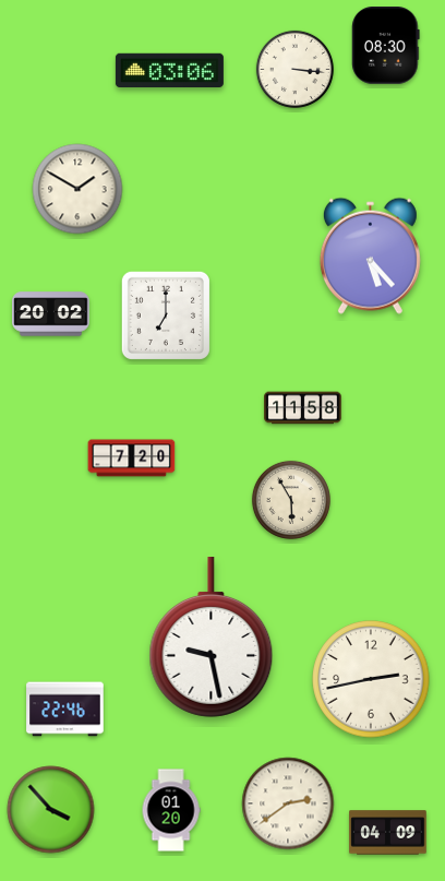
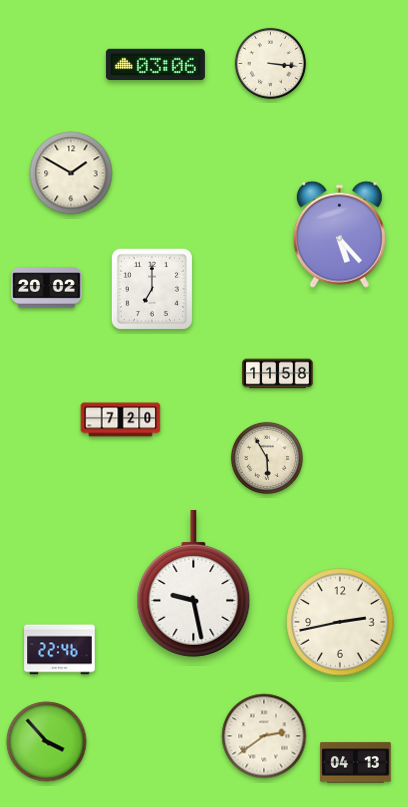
clock at (386, 46): 08:30 -> none
clock at (171, 810): 01:20 -> none
clock at (388, 833): 04:09 -> 04:13
